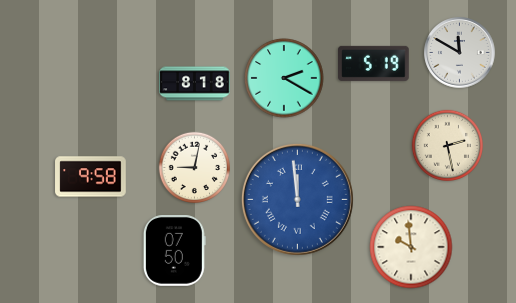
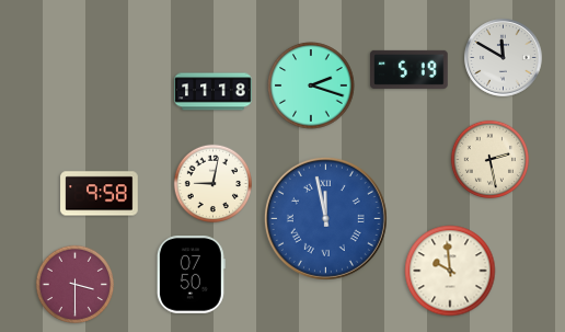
clock at (284, 78): 2:20 -> 2:18
clock at (195, 84): 8:18 -> 11:18
clock at (297, 199): 11:59 -> 11:58
clock at (74, 284): none -> 3:30
